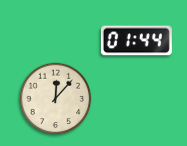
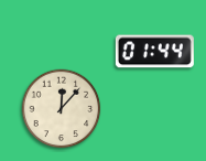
clock at (136, 41) position: (136, 41) -> (154, 52)
